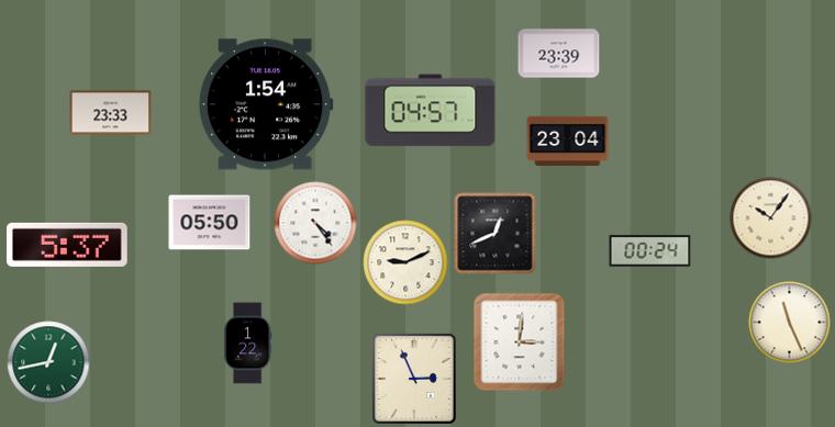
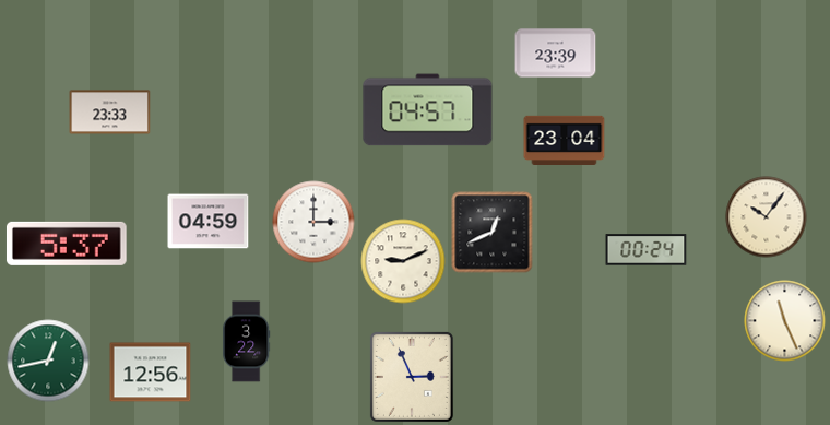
clock at (266, 104): 1:54 -> none
clock at (210, 223): 05:50 -> 04:59
clock at (315, 223): 4:24 -> 3:00
clock at (520, 342): 3:01 -> none
clock at (248, 344): 1:22 -> 3:22
clock at (151, 373): none -> 12:56
